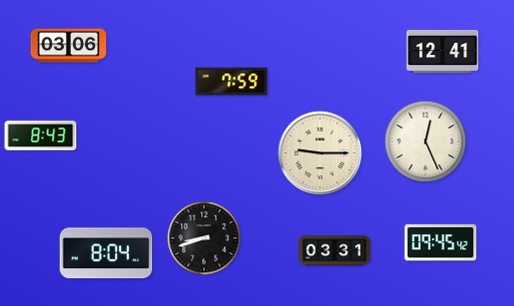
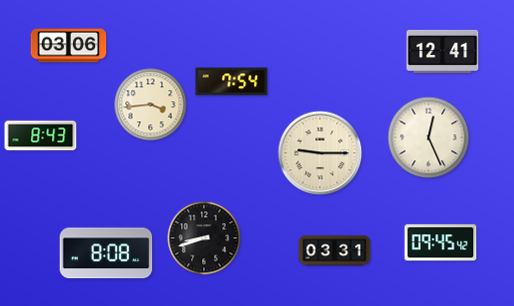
clock at (232, 82): 7:59 -> 7:54
clock at (151, 105): none -> 3:44
clock at (426, 142) position: (426, 142) -> (429, 138)
clock at (106, 253): 8:04 -> 8:08
